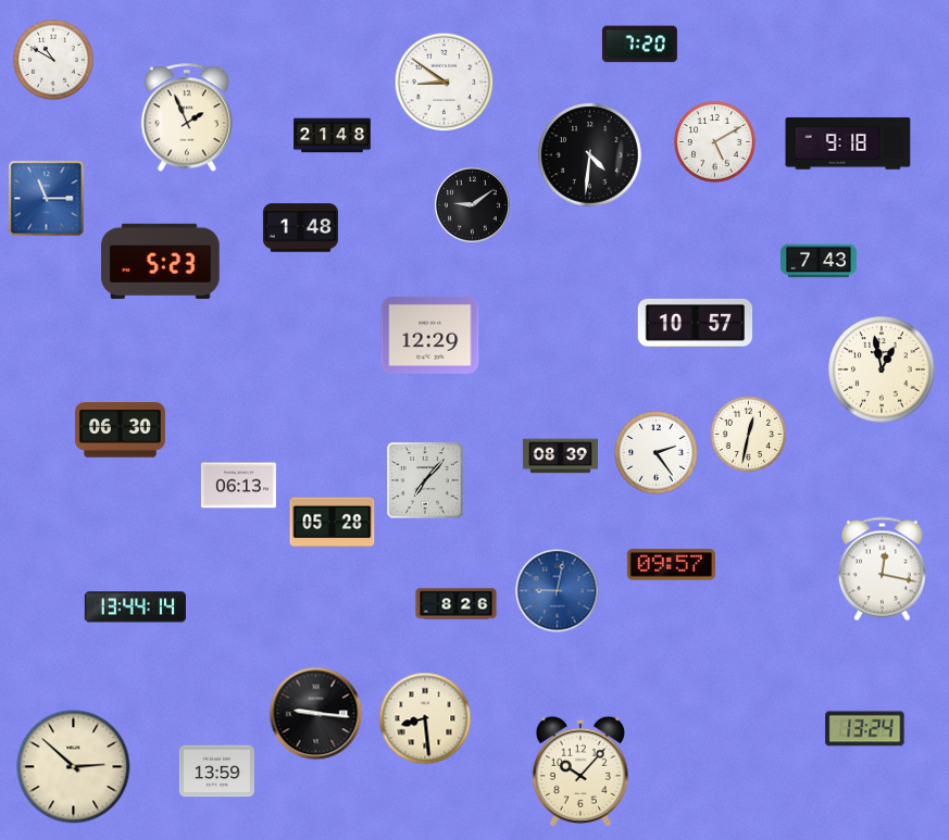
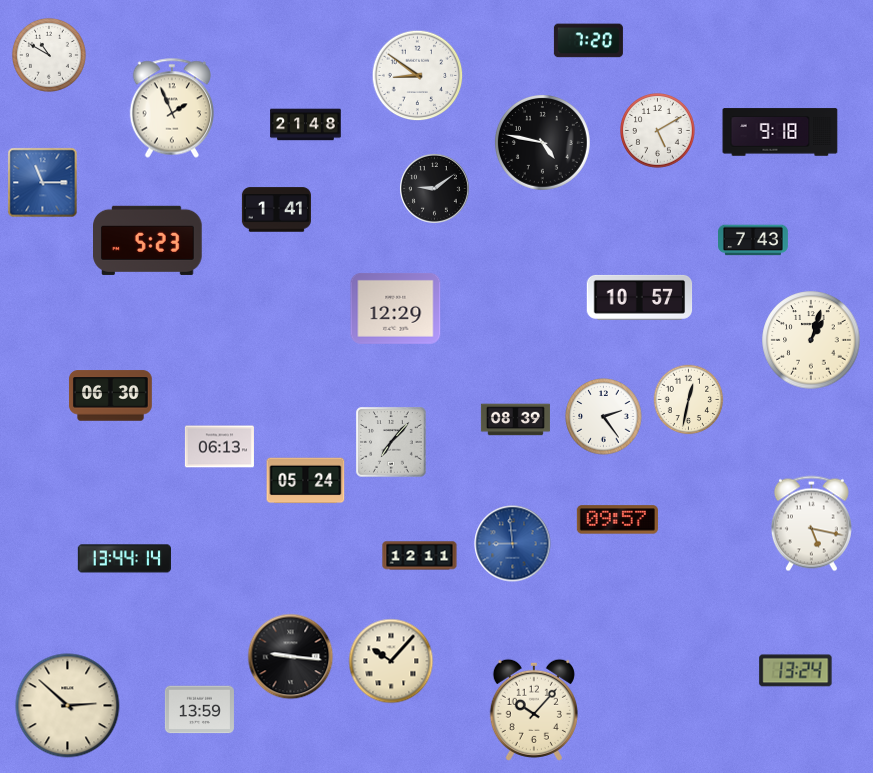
clock at (445, 83) position: (445, 83) -> (418, 76)
clock at (590, 155): 4:31 -> 4:47
clock at (300, 228): 1:48 -> 1:41
clock at (882, 369): 12:58 -> 1:03
clock at (333, 523): 05:28 -> 05:24
clock at (882, 569): 12:17 -> 5:17
clock at (558, 591): 9:02 -> 8:59
clock at (457, 604): 8:26 -> 12:11
clock at (425, 718): 8:29 -> 10:07
